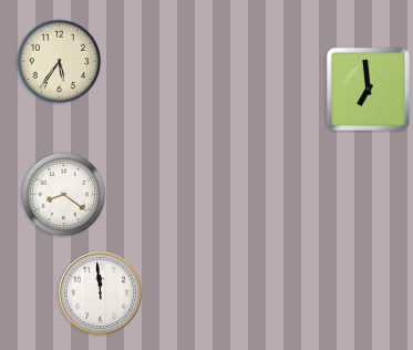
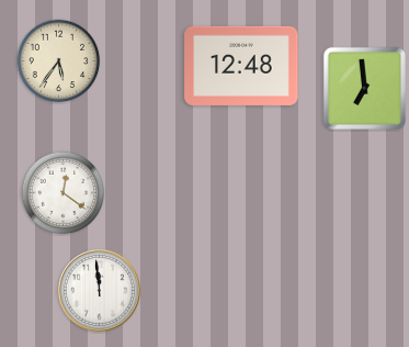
clock at (241, 66): none -> 12:48
clock at (64, 195): 8:21 -> 12:21
